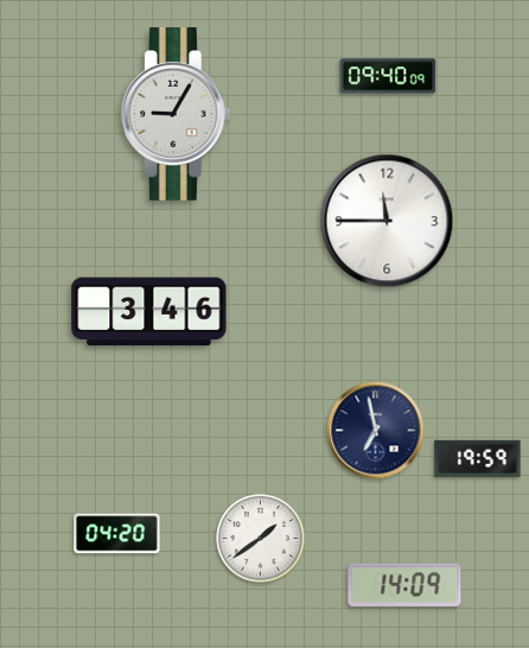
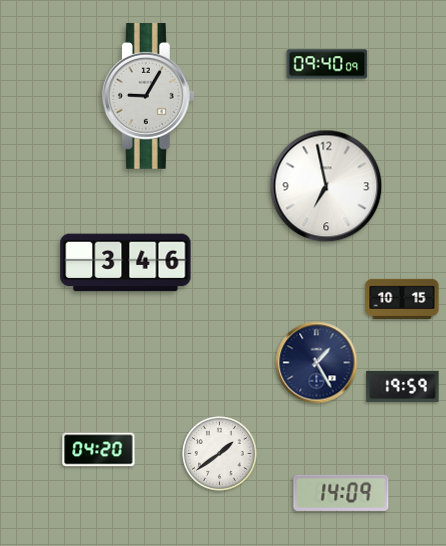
clock at (387, 221): 11:45 -> 6:58
clock at (402, 298): none -> 10:15
clock at (376, 431): 6:58 -> 1:25
